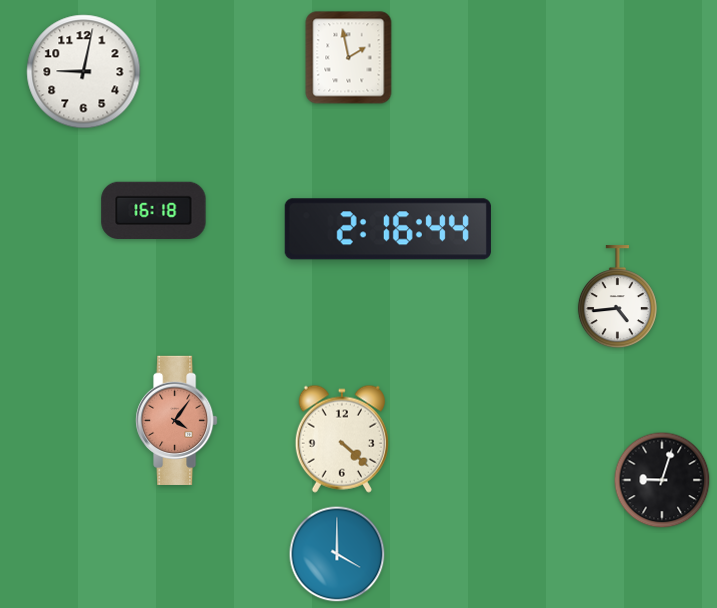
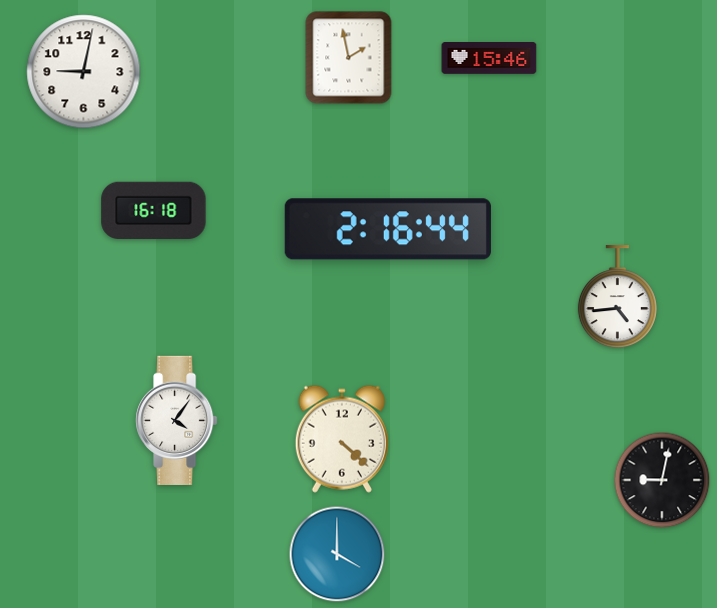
clock at (489, 59): none -> 15:46
clock at (177, 420) dial: salmon -> white
clock at (662, 480): 9:03 -> 9:02
